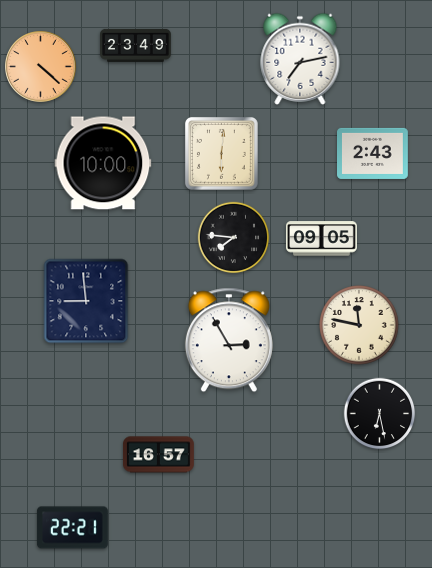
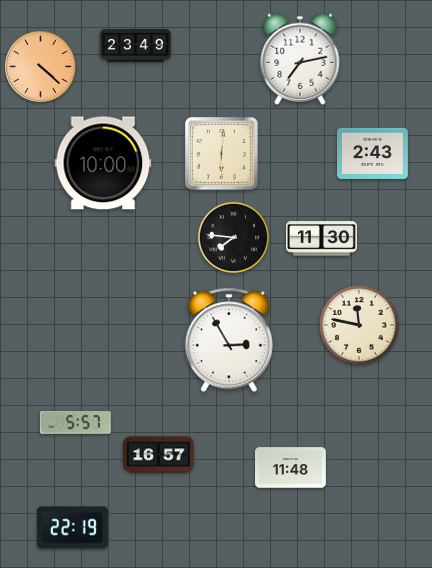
clock at (322, 239): 09:05 -> 11:30
clock at (86, 301): 8:59 -> none
clock at (380, 414): 6:28 -> none
clock at (75, 423): none -> 5:57
clock at (291, 468): none -> 11:48
clock at (72, 528): 22:21 -> 22:19
